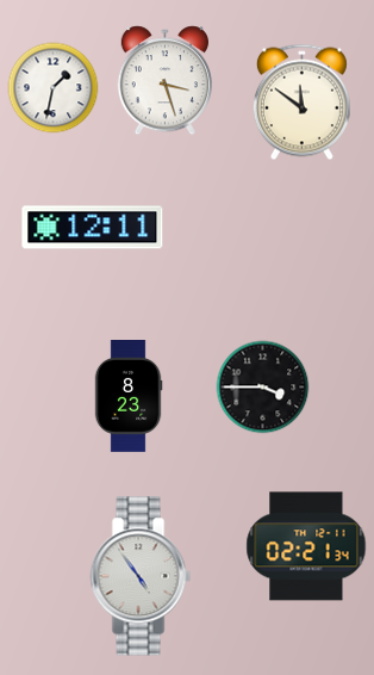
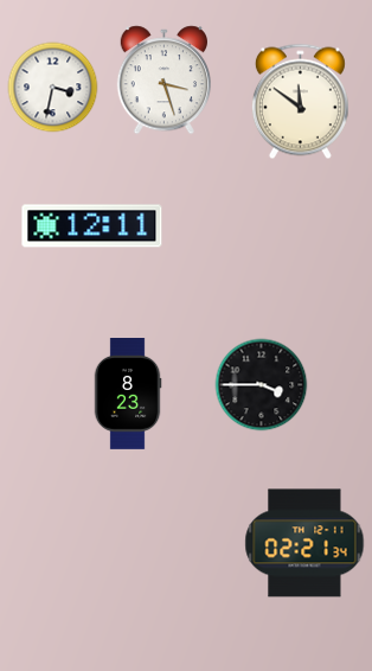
clock at (54, 88): 1:32 -> 3:32
clock at (141, 576): 4:54 -> none
